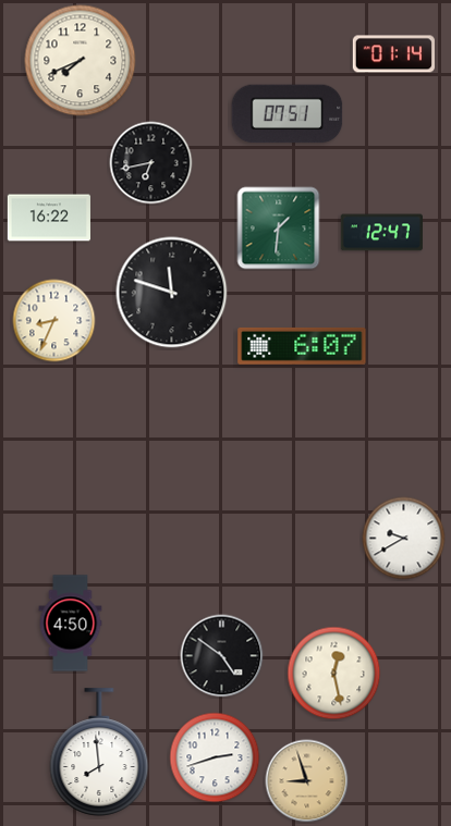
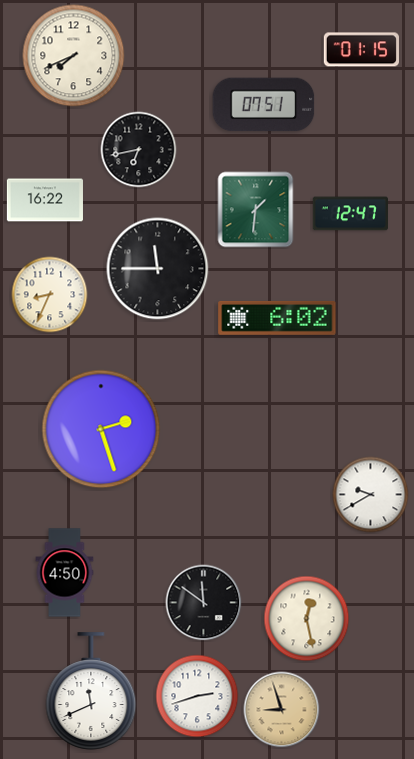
clock at (393, 54): 01:14 -> 01:15
clock at (172, 293): 11:48 -> 11:45
clock at (302, 346): 6:07 -> 6:02
clock at (101, 429): none -> 2:27
clock at (222, 656): 4:51 -> 11:51
clock at (99, 752): 7:59 -> 11:41
clock at (307, 781) position: (307, 781) -> (282, 710)
